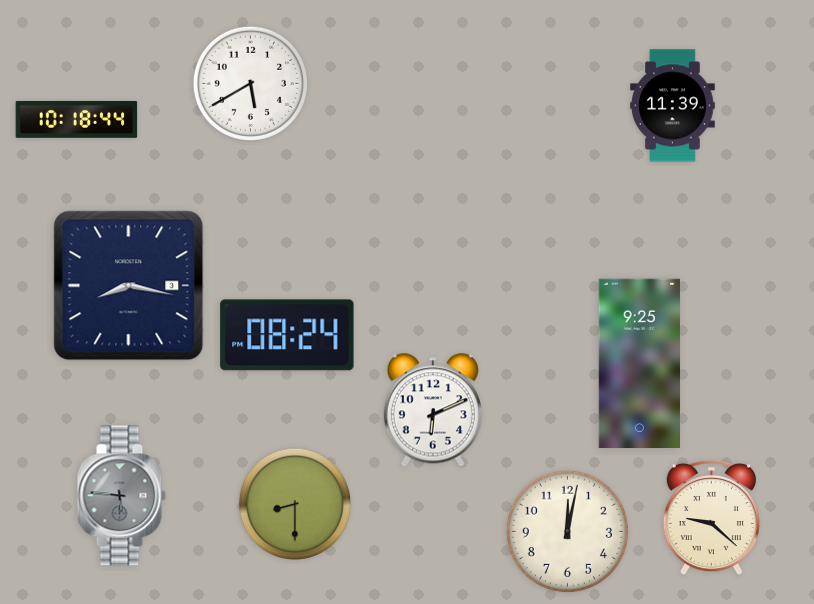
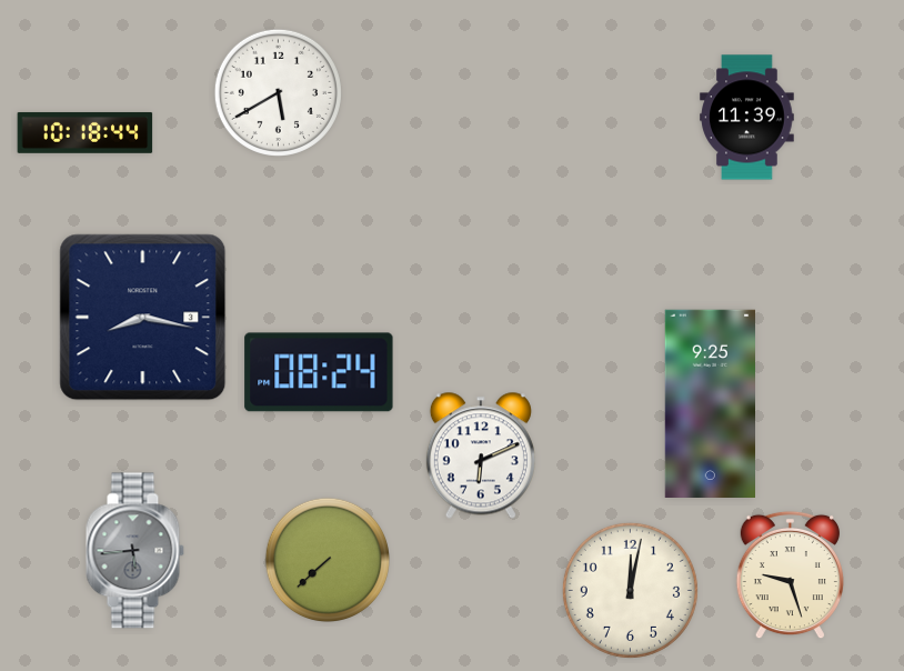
clock at (121, 496): 5:46 -> 5:44
clock at (294, 503): 8:30 -> 7:38
clock at (711, 518): 9:22 -> 9:27
